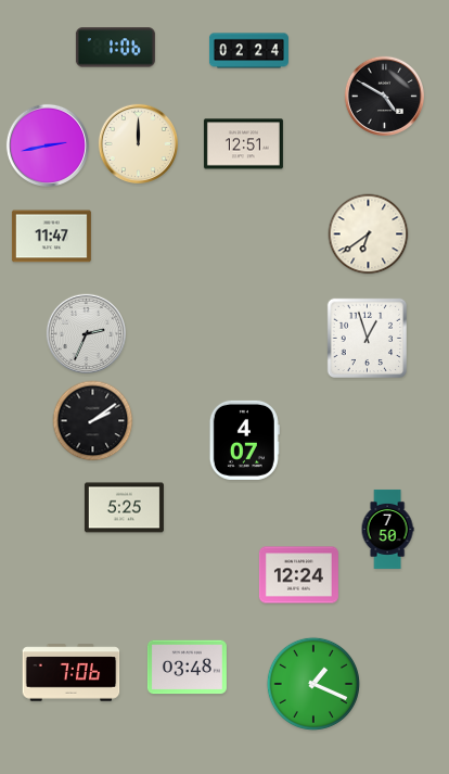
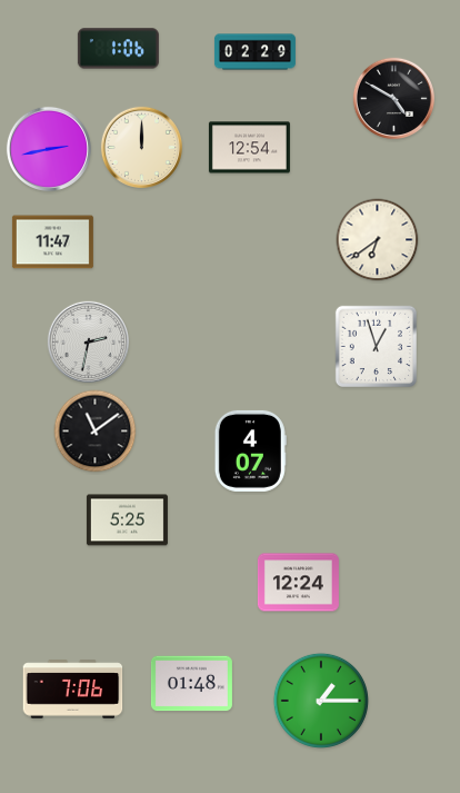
clock at (248, 51): 02:24 -> 02:29
clock at (243, 144): 12:51 -> 12:54
clock at (86, 333): 2:34 -> 2:32
clock at (93, 421): 2:09 -> 11:09
clock at (387, 529): 7:50 -> none
clock at (298, 575) position: (298, 575) -> (298, 583)
clock at (187, 668): 03:48 -> 01:48
clock at (313, 684): 1:19 -> 1:15
